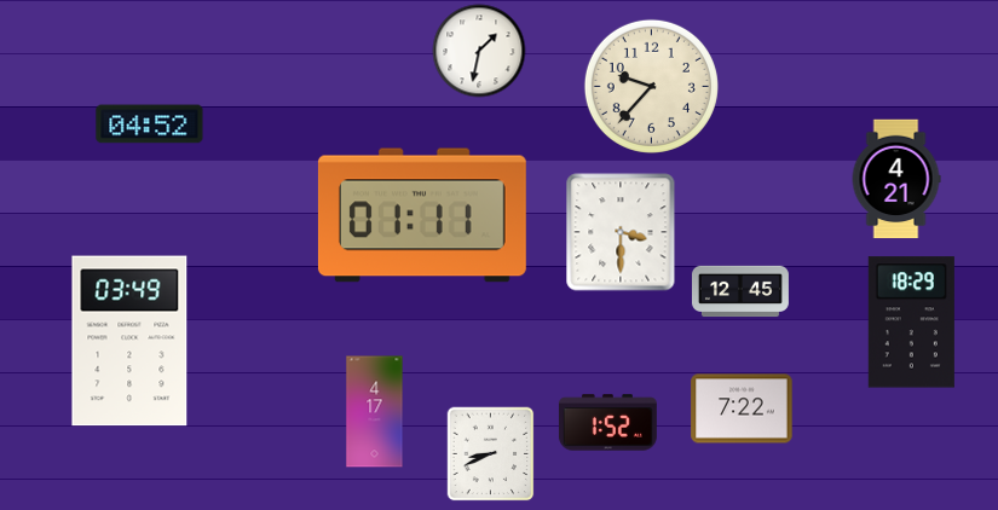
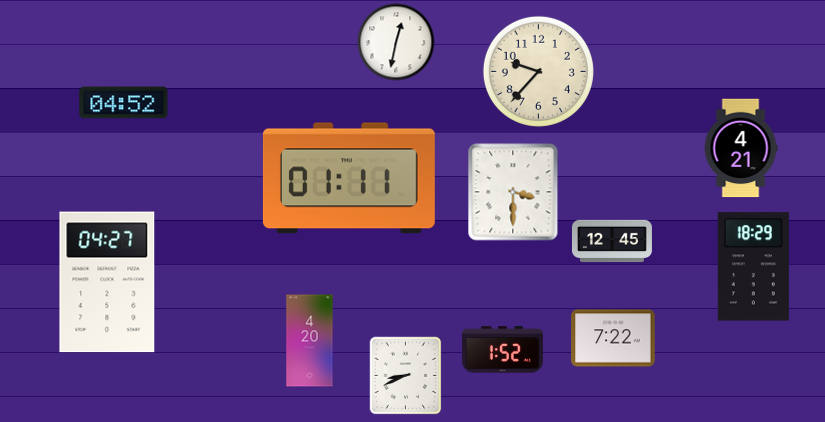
clock at (479, 51): 1:32 -> 12:32
clock at (129, 341): 03:49 -> 04:27
clock at (375, 412): 4:17 -> 4:20
